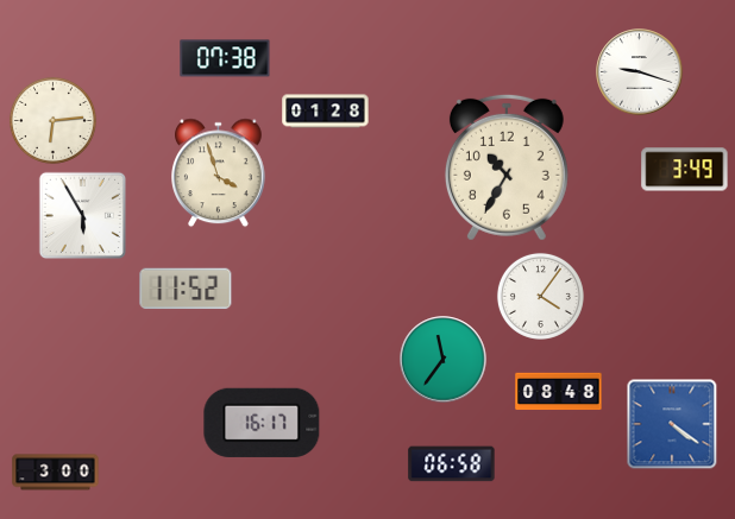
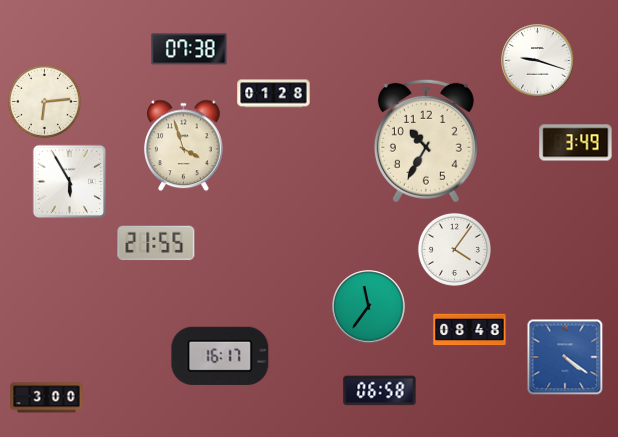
clock at (186, 289): 11:52 -> 21:55
clock at (444, 360) position: (444, 360) -> (369, 307)
